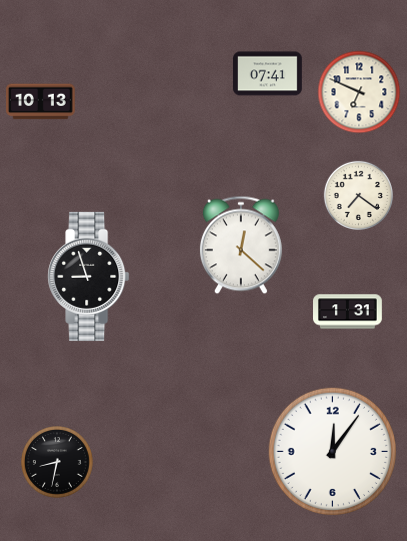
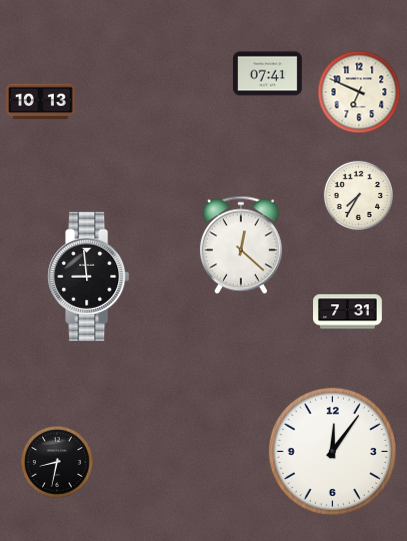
clock at (358, 195): 7:21 -> 7:35
clock at (89, 276): 8:57 -> 8:59
clock at (348, 312): 1:31 -> 7:31
